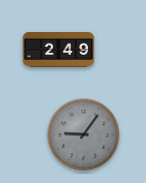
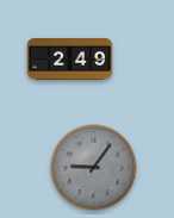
clock at (84, 135) position: (84, 135) -> (94, 168)
